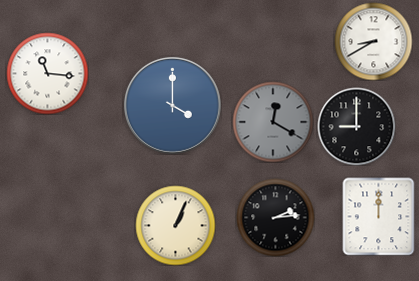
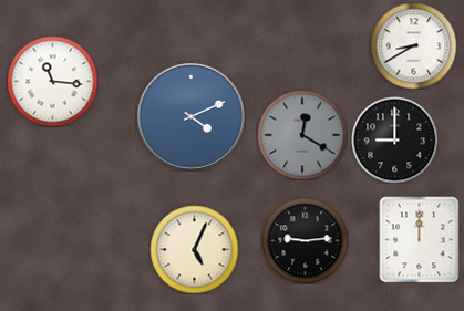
clock at (172, 105): 4:00 -> 4:11
clock at (275, 217): 2:14 -> 9:14
clock at (175, 225): 1:04 -> 5:04
